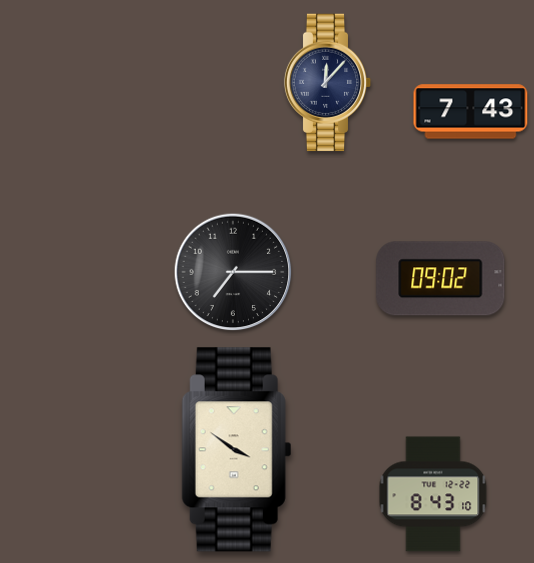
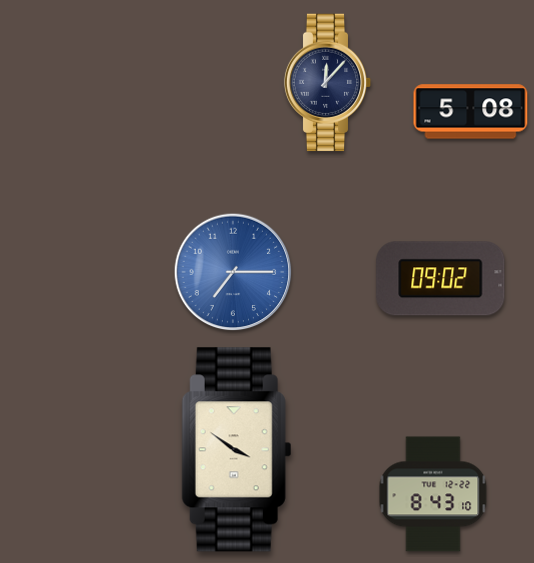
clock at (471, 112): 7:43 -> 5:08
clock at (233, 272) dial: black -> blue
